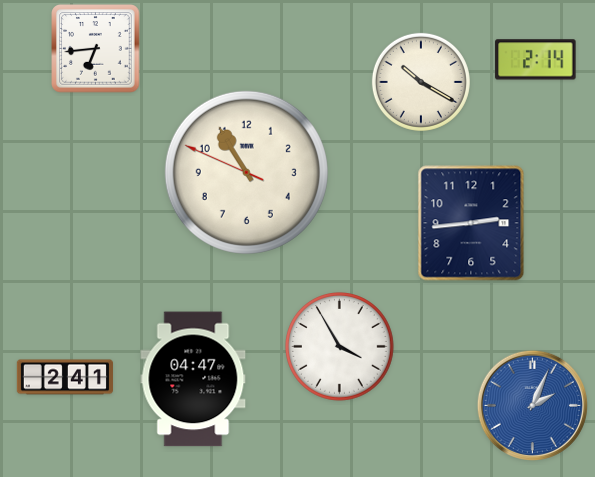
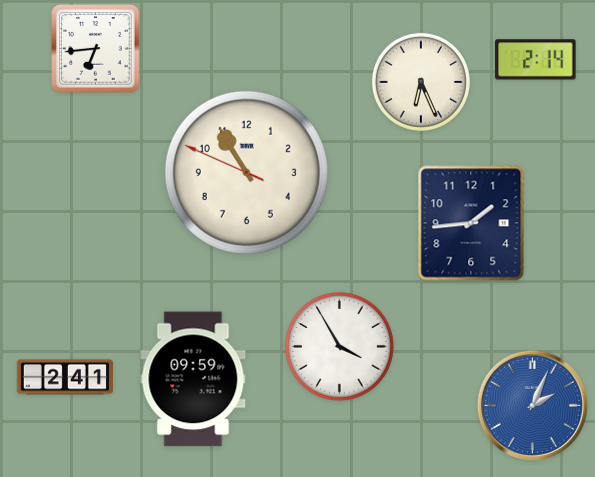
clock at (421, 82): 10:20 -> 6:26
clock at (471, 223): 2:44 -> 1:44
clock at (193, 379): 04:47 -> 09:59
